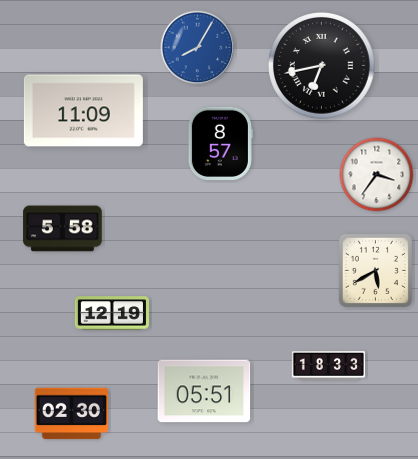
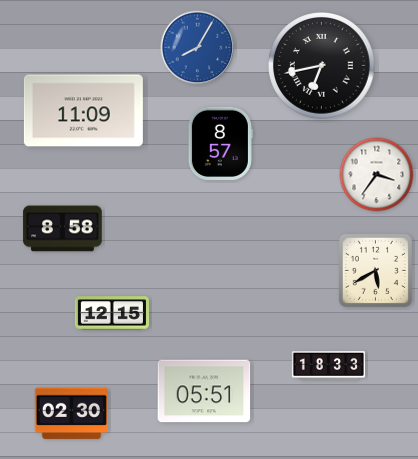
clock at (63, 229): 5:58 -> 8:58
clock at (112, 313): 12:19 -> 12:15
